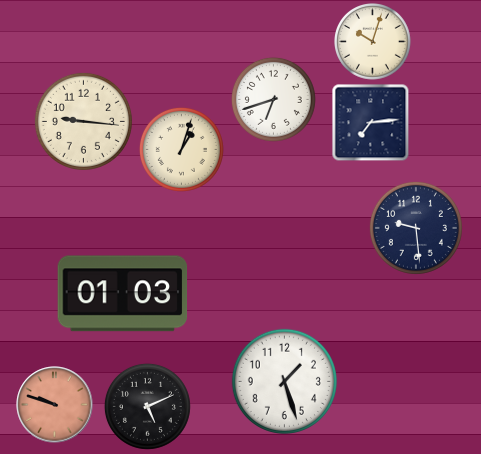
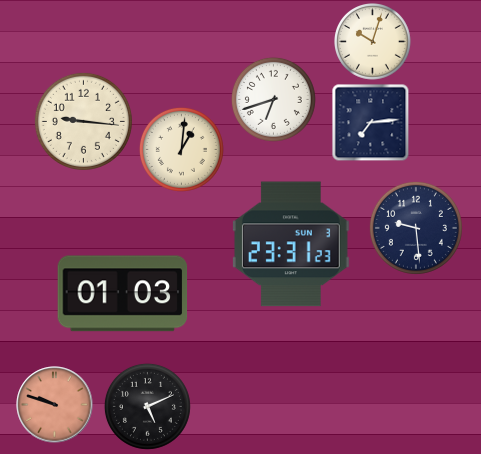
clock at (181, 149): 1:03 -> 1:01
clock at (291, 244): none -> 23:31
clock at (284, 381): 1:27 -> none
